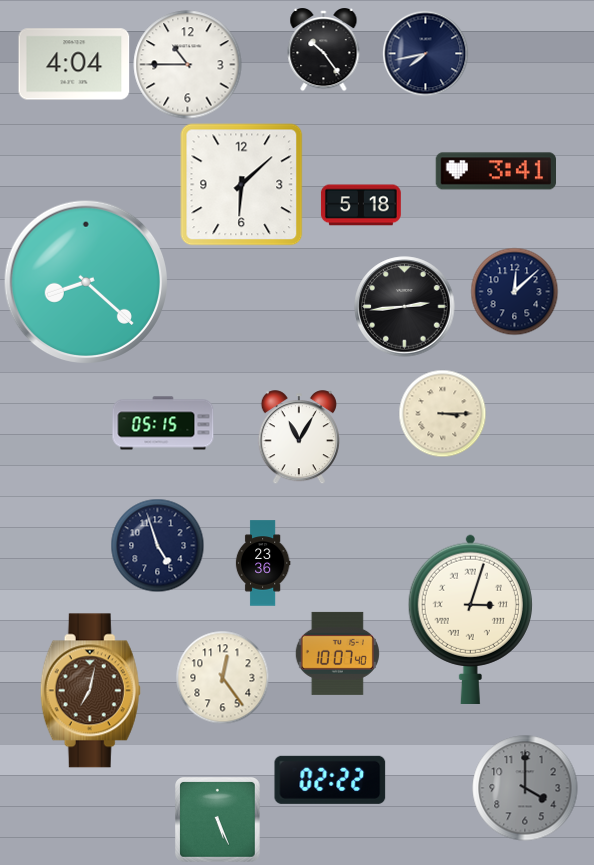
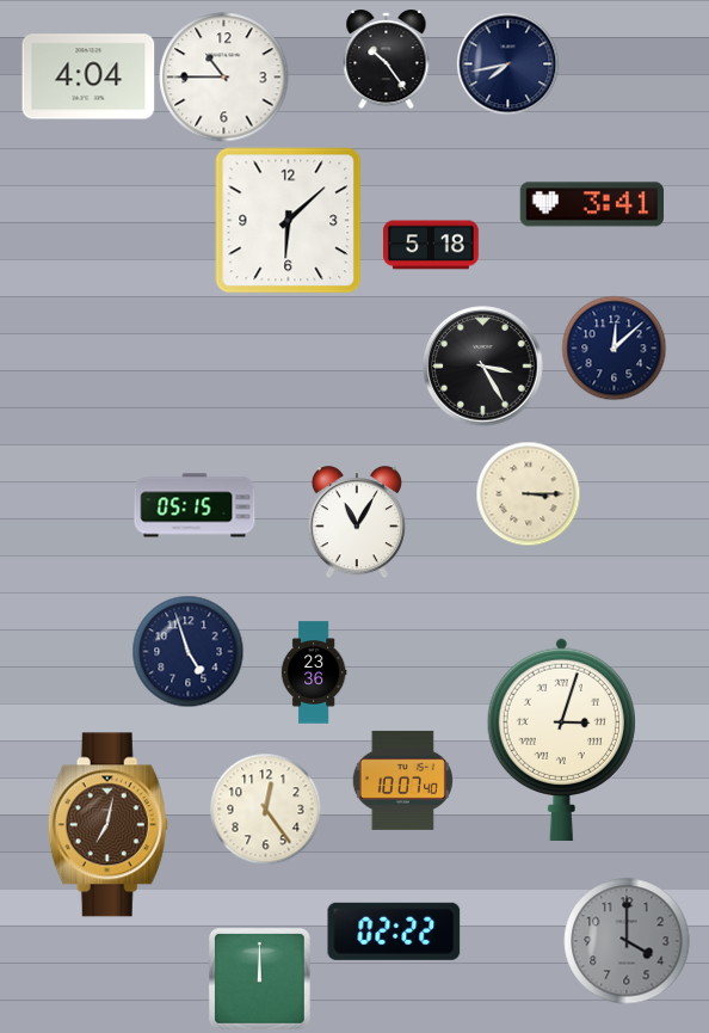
clock at (85, 281): 8:22 -> none
clock at (405, 307): 2:44 -> 3:25
clock at (218, 820): 5:26 -> 12:00
